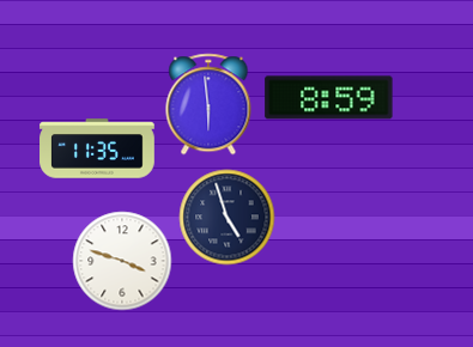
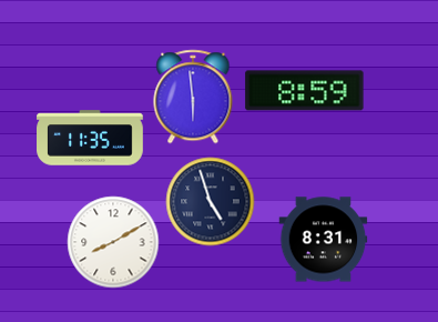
clock at (323, 240): none -> 8:31
clock at (122, 261): 3:48 -> 8:10
